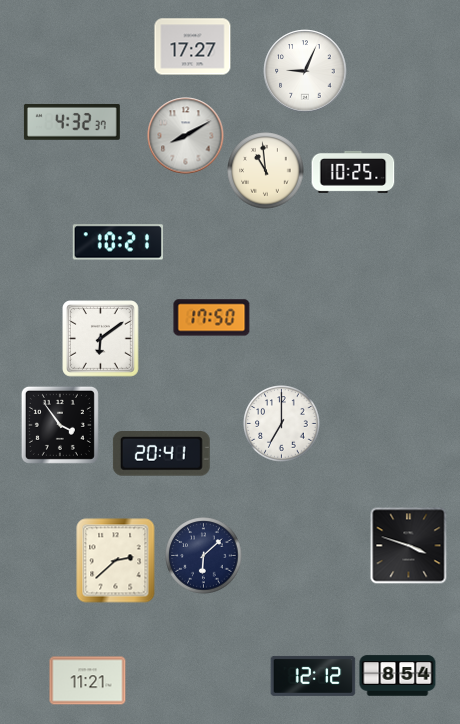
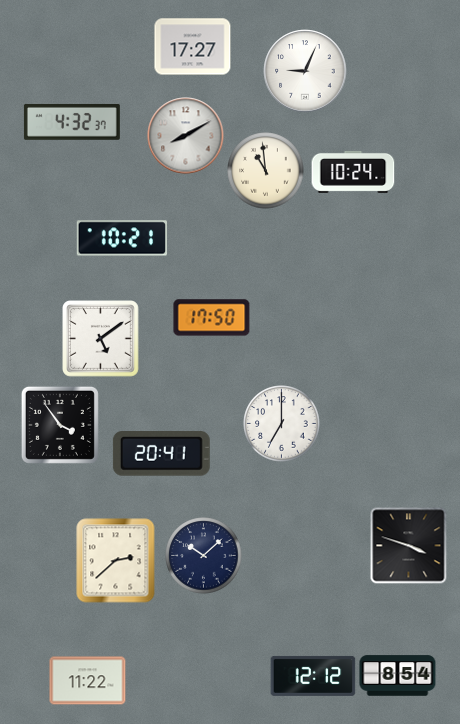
clock at (353, 172): 10:25 -> 10:24
clock at (117, 242) position: (117, 242) -> (121, 238)
clock at (101, 339): 6:09 -> 5:09
clock at (204, 556): 6:08 -> 10:08
clock at (88, 681): 11:21 -> 11:22
